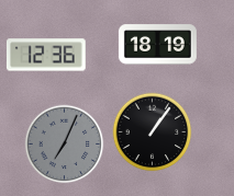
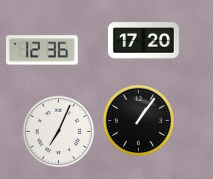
clock at (157, 45): 18:19 -> 17:20
clock at (65, 145) dial: grey -> white
